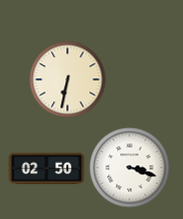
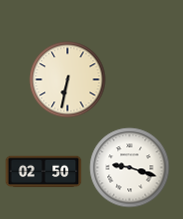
clock at (130, 168): 3:18 -> 9:18
clock at (47, 169) position: (47, 169) -> (44, 172)
